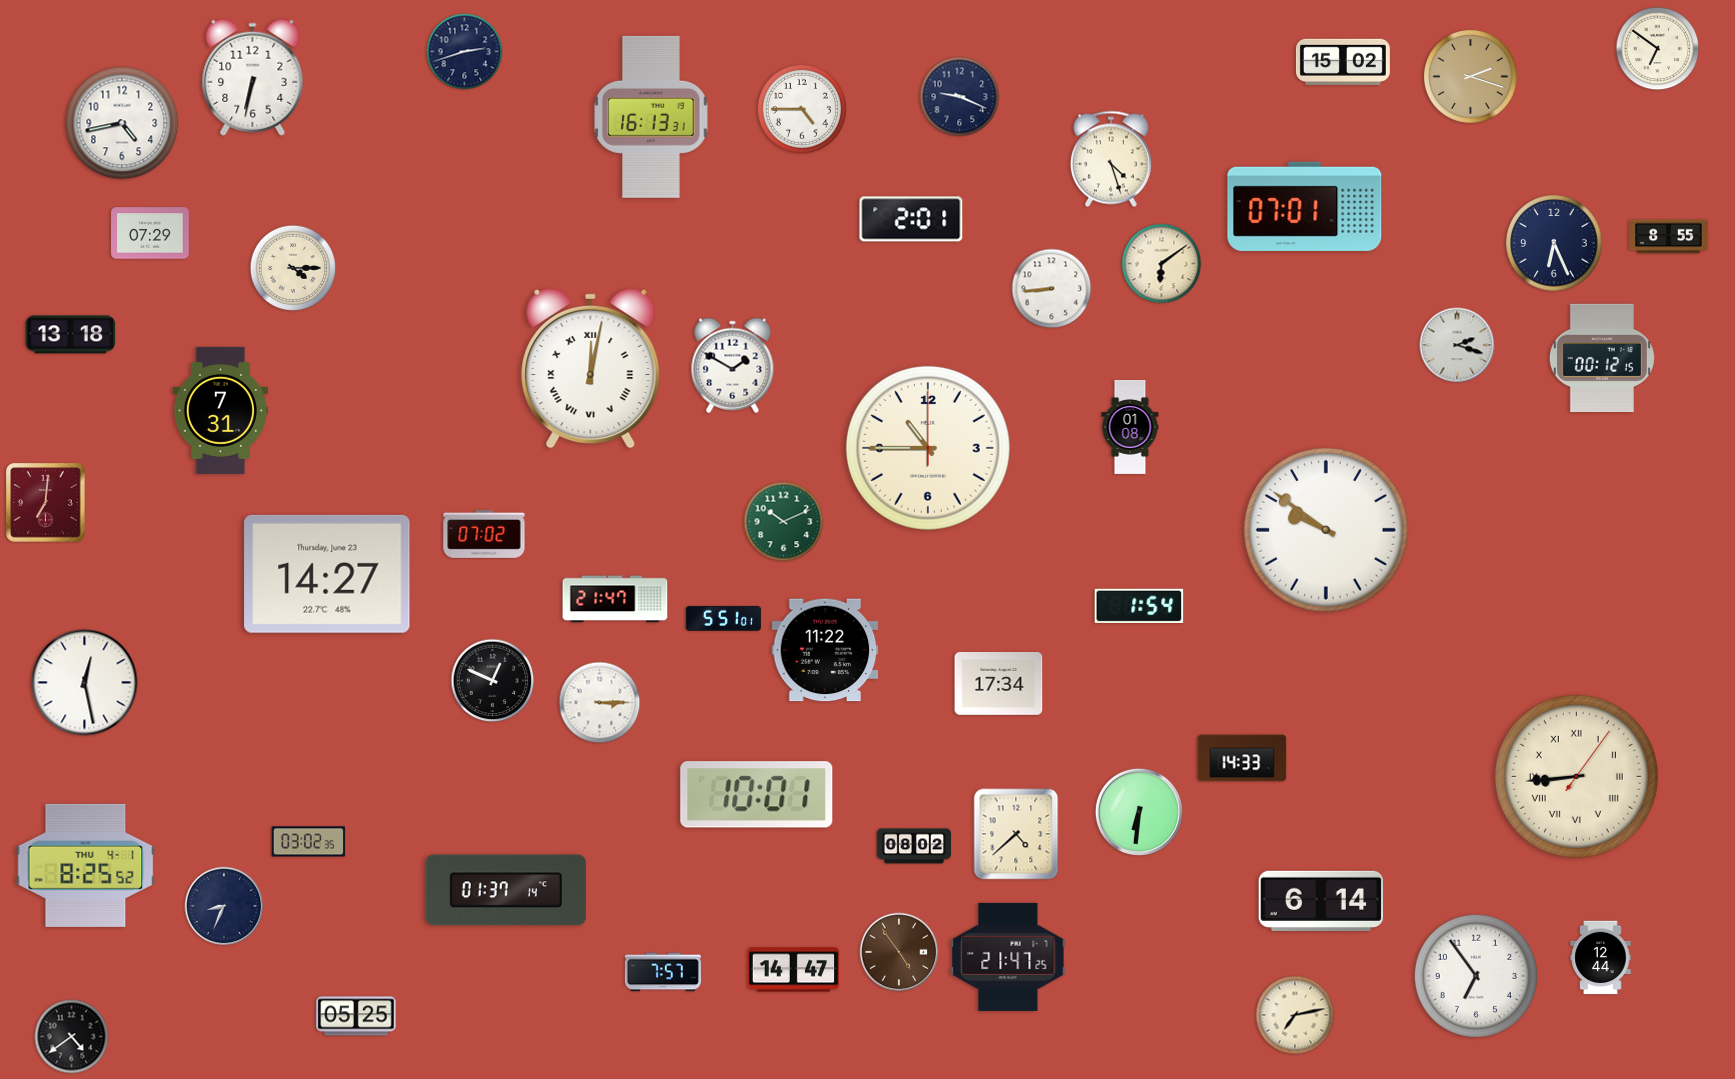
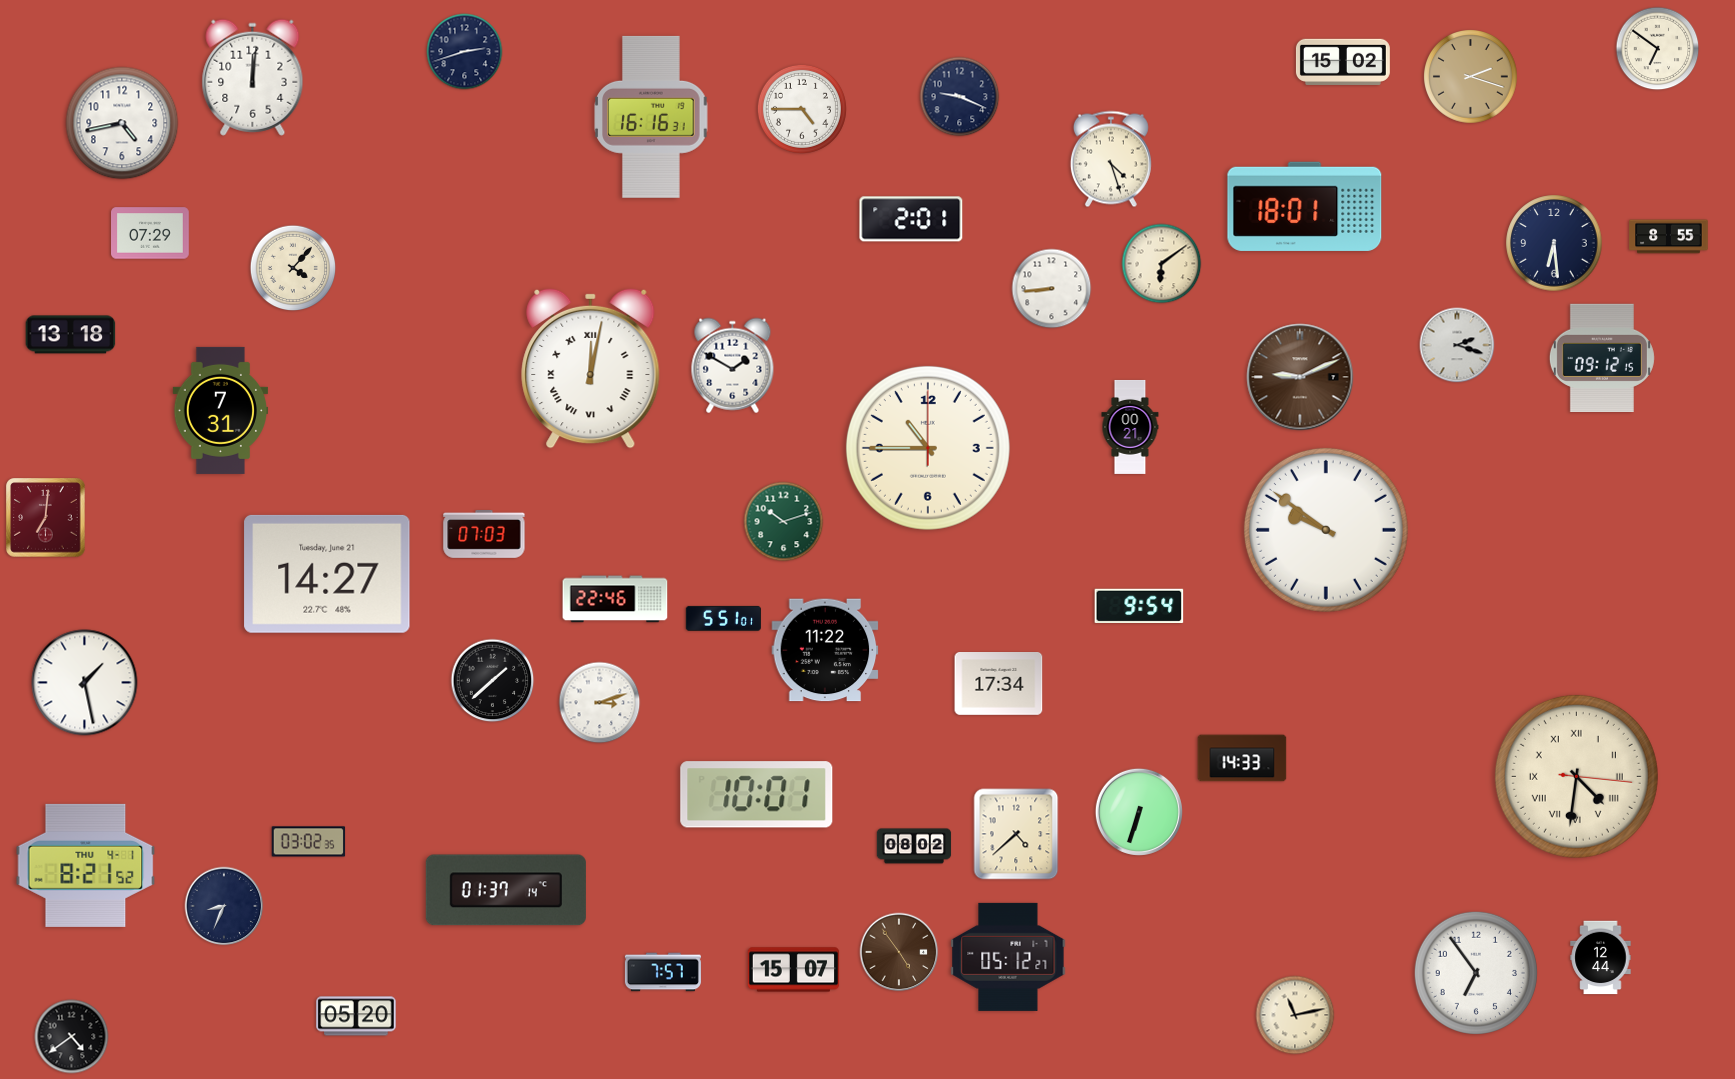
clock at (253, 77): 6:32 -> 12:01
clock at (651, 117): 16:13 -> 16:16
clock at (1305, 206): 07:01 -> 18:01
clock at (1554, 243): 6:26 -> 6:29
clock at (293, 268): 4:15 -> 4:07
clock at (1602, 357): 00:12 -> 09:12
clock at (1300, 377): none -> 9:11
clock at (1130, 427): 01:08 -> 00:21
clock at (46, 503) position: (46, 503) -> (46, 518)
clock at (784, 522): 10:11 -> 10:12
clock at (484, 535): 07:02 -> 07:03
clock at (327, 574) date: Thursday, June 23 -> Tuesday, June 21
clock at (615, 599): 21:47 -> 22:46
clock at (1139, 605): 1:54 -> 9:54
clock at (493, 681): 12:49 -> 1:38
clock at (85, 683): 12:28 -> 1:28
clock at (600, 703): 3:15 -> 3:12
clock at (1576, 776): 8:44 -> 4:31
clock at (1139, 812): 6:31 -> 6:33
clock at (86, 865): 8:25 -> 8:21
clock at (1321, 901): 6:14 -> none
clock at (1008, 957): 21:47 -> 05:12
clock at (794, 970): 14:47 -> 15:07
clock at (1476, 976) position: (1476, 976) -> (1476, 973)
clock at (1295, 1015): 7:13 -> 11:13
clock at (356, 1016): 05:25 -> 05:20
